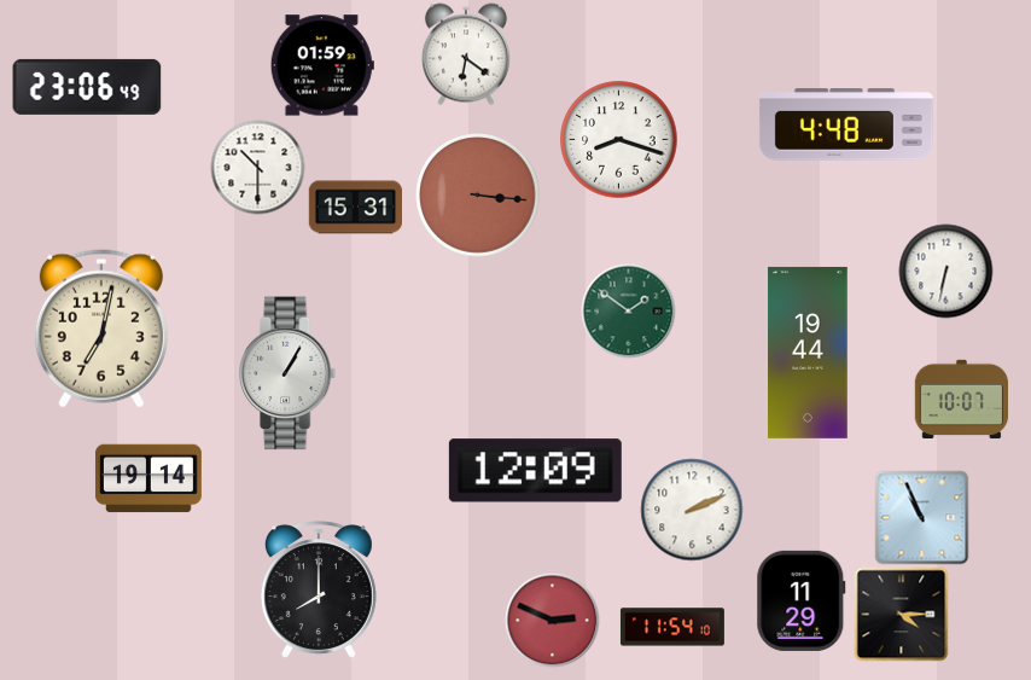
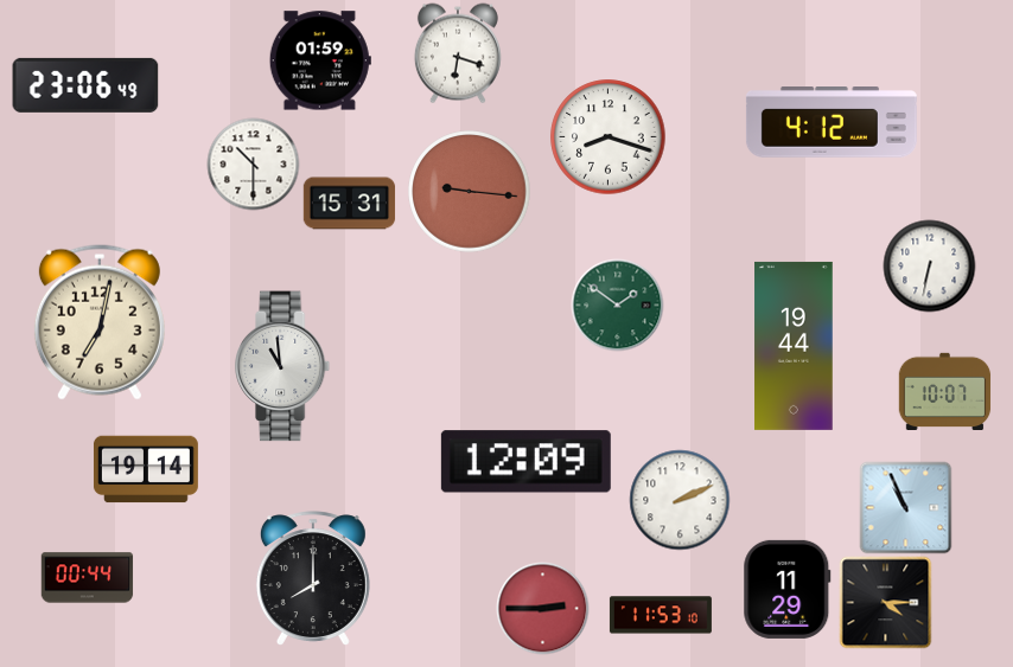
clock at (466, 54): 6:21 -> 6:18
clock at (322, 65) position: (322, 65) -> (320, 60)
clock at (846, 126): 4:48 -> 4:12
clock at (478, 196): 3:16 -> 9:16
clock at (289, 373): 1:05 -> 10:59
clock at (87, 578): none -> 00:44
clock at (552, 620): 2:49 -> 2:45
clock at (672, 627): 11:54 -> 11:53
